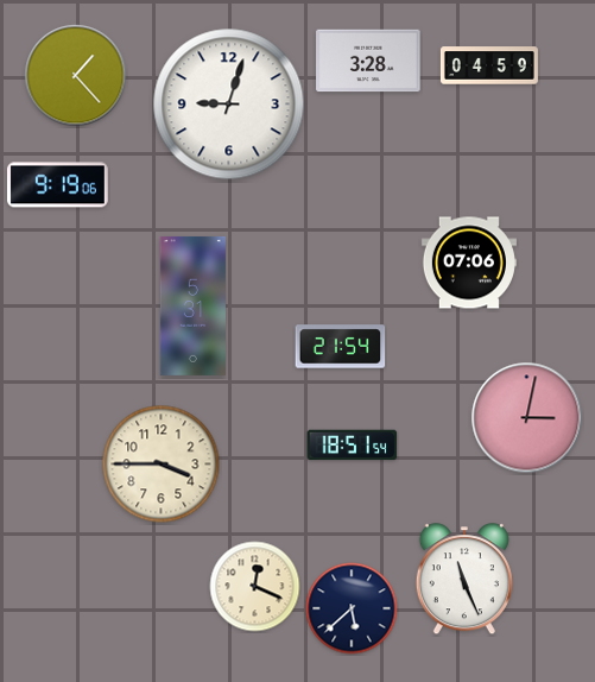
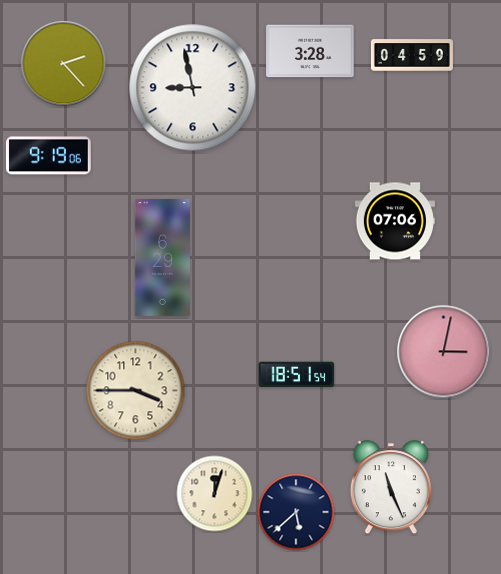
clock at (76, 76): 1:23 -> 2:23
clock at (229, 105): 9:03 -> 8:58
clock at (192, 305): 5:31 -> 6:29
clock at (341, 347): 21:54 -> none
clock at (255, 587): 12:19 -> 12:03
